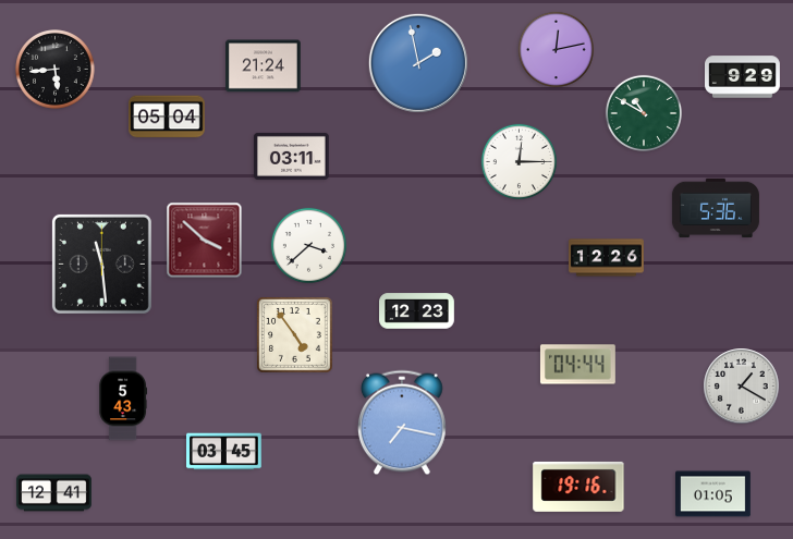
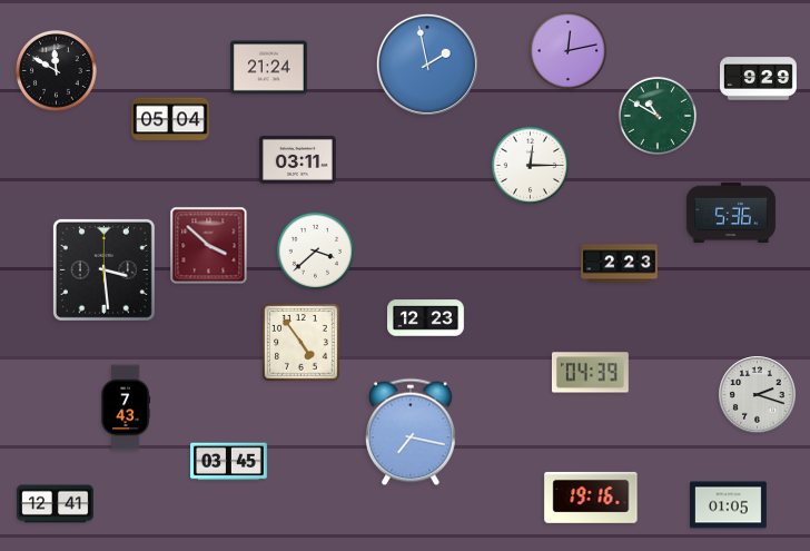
clock at (56, 70): 5:44 -> 11:50
clock at (607, 258): 12:26 -> 2:23
clock at (101, 264): 11:29 -> 3:29
clock at (578, 365): 04:44 -> 04:39
clock at (742, 387): 1:20 -> 2:18
clock at (123, 399): 5:43 -> 7:43
